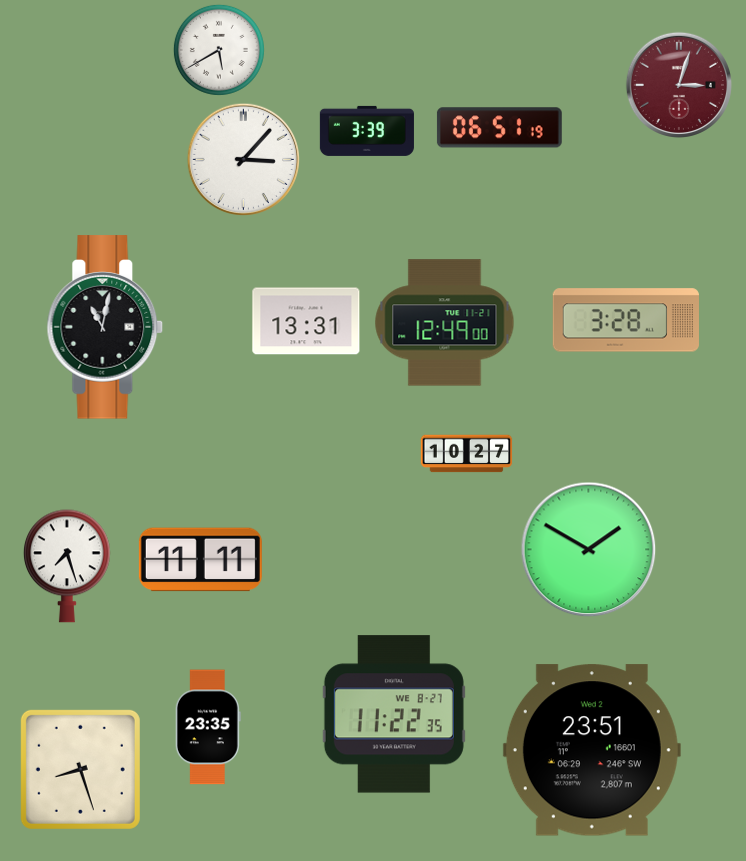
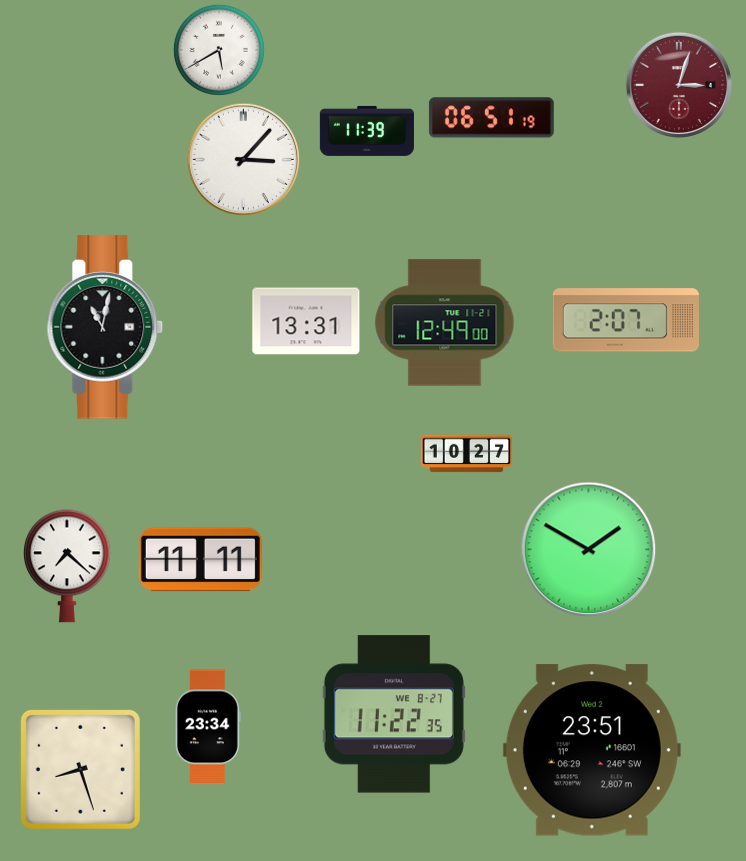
clock at (499, 128) position: (499, 128) -> (491, 118)
clock at (367, 131): 3:39 -> 11:39
clock at (626, 320): 3:28 -> 2:07
clock at (67, 566): 7:27 -> 7:22
clock at (208, 727): 23:35 -> 23:34
